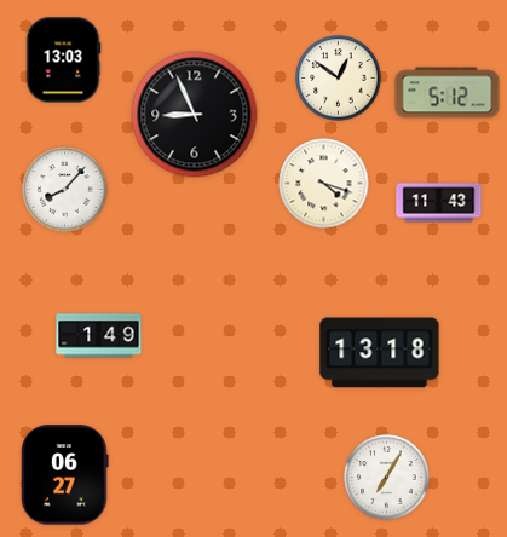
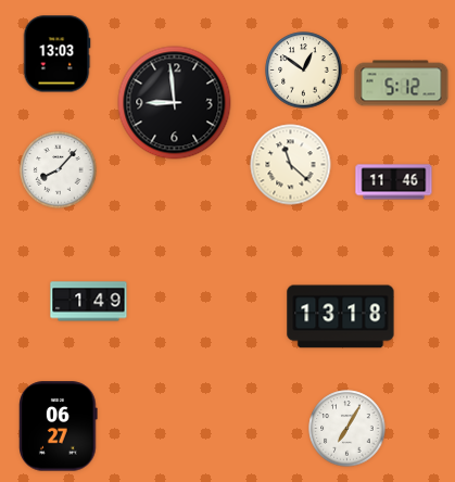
clock at (195, 115): 8:56 -> 8:59
clock at (324, 184): 4:18 -> 11:22
clock at (439, 203): 11:43 -> 11:46
